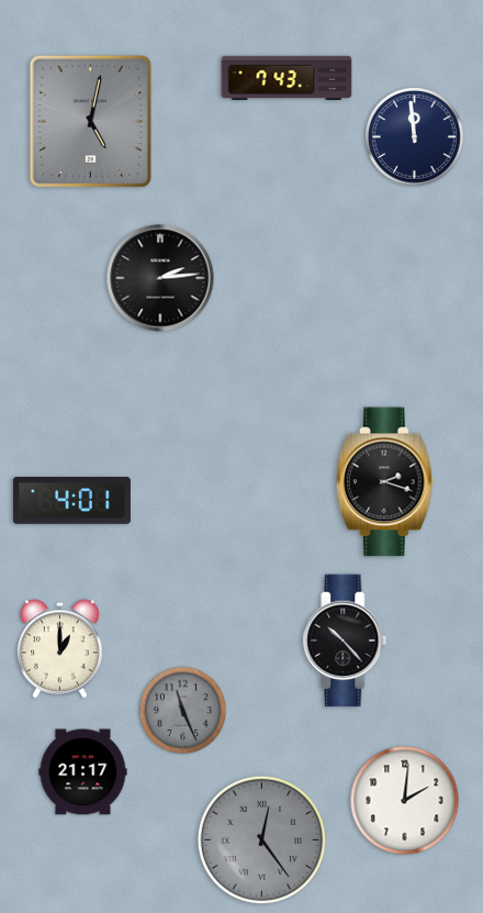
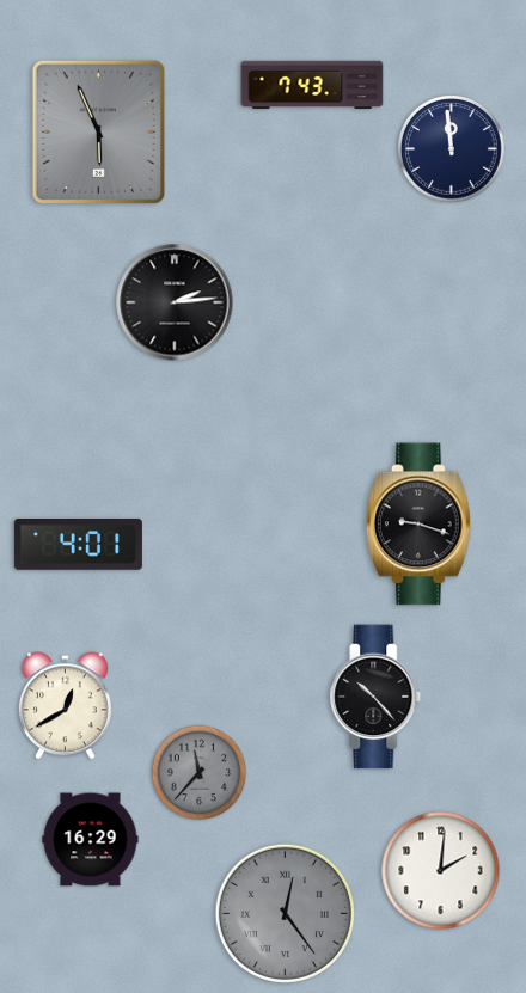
clock at (91, 122): 5:02 -> 5:56
clock at (384, 482): 2:18 -> 9:18
clock at (59, 649): 1:00 -> 12:40
clock at (183, 711): 11:26 -> 11:37
clock at (83, 772): 21:17 -> 16:29
